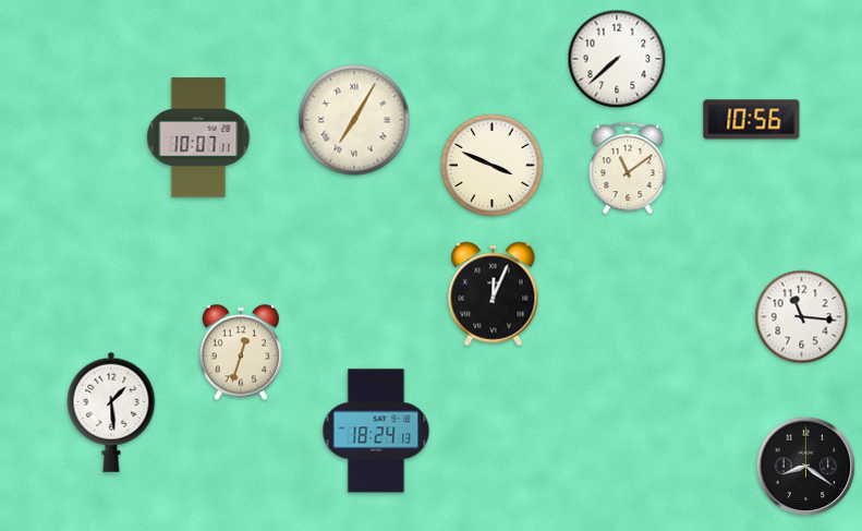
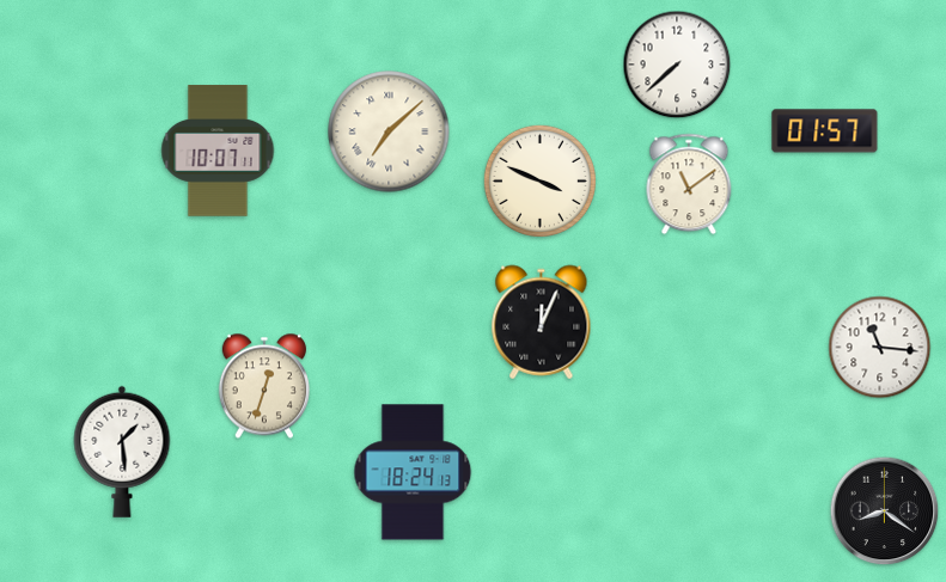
clock at (354, 120): 7:05 -> 7:08
clock at (752, 120): 10:56 -> 01:57
